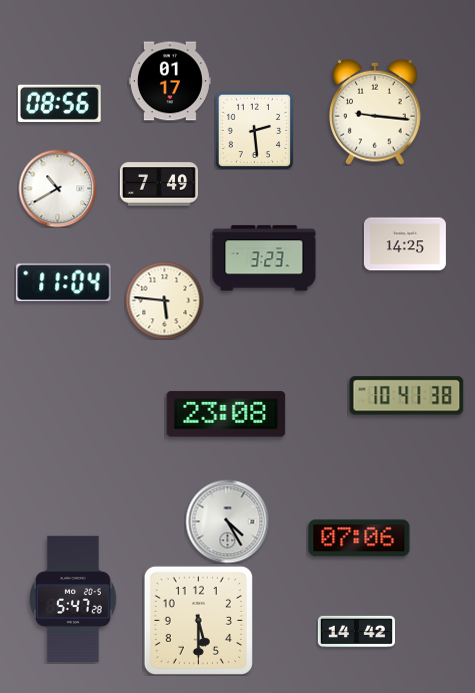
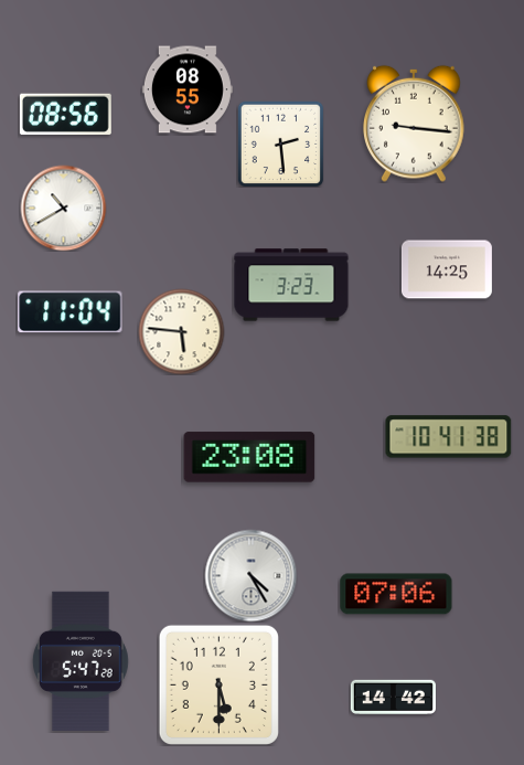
clock at (170, 81): 01:17 -> 08:55
clock at (159, 184): 7:49 -> none
